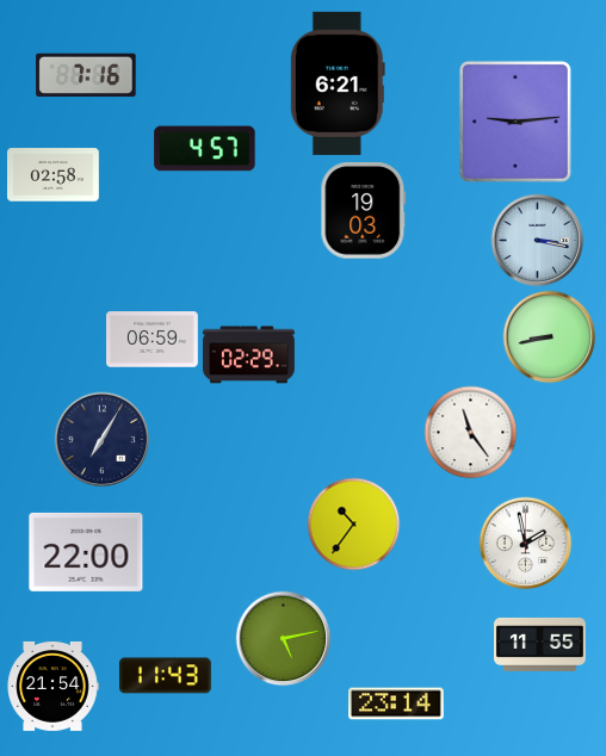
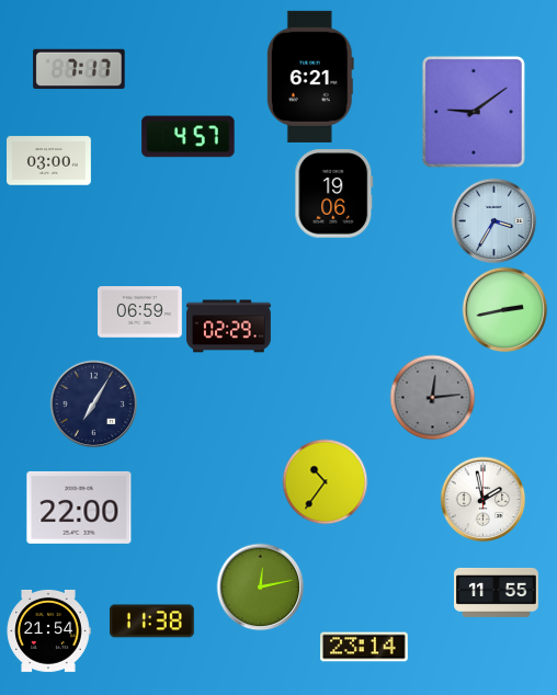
clock at (86, 75): 7:16 -> 7:17
clock at (515, 122): 9:14 -> 9:09
clock at (54, 175): 02:58 -> 03:00
clock at (364, 211): 19:03 -> 19:06
clock at (537, 240): 3:17 -> 3:35
clock at (549, 336): 8:43 -> 2:43
clock at (470, 432): 11:24 -> 12:14
clock at (470, 432) dial: white -> grey
clock at (283, 638): 5:13 -> 12:13
clock at (165, 676): 11:43 -> 11:38
